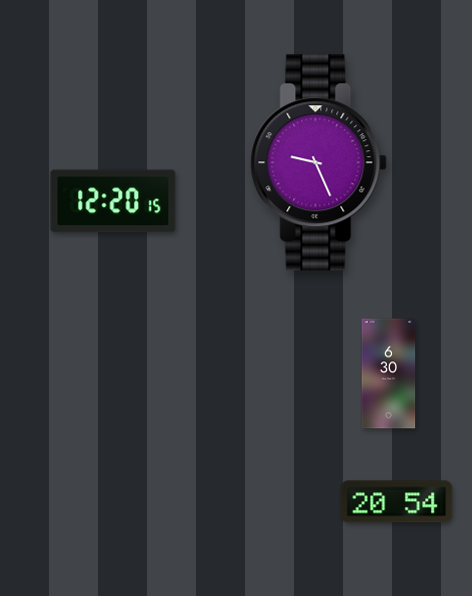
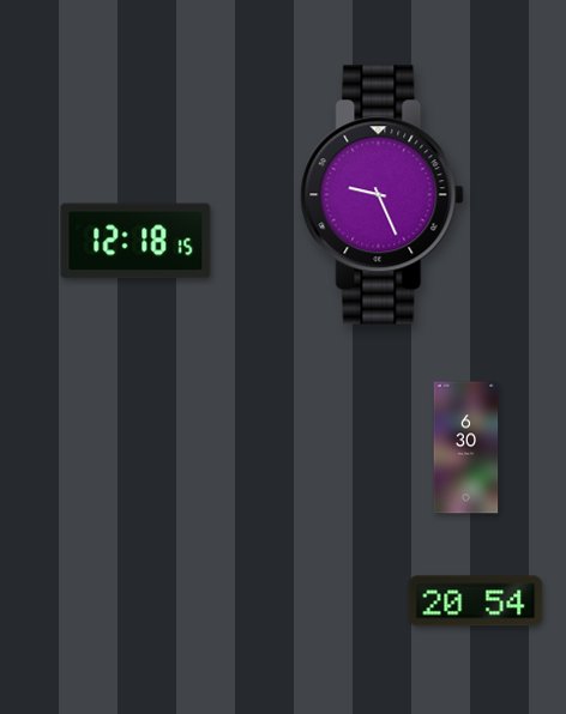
clock at (113, 201): 12:20 -> 12:18
